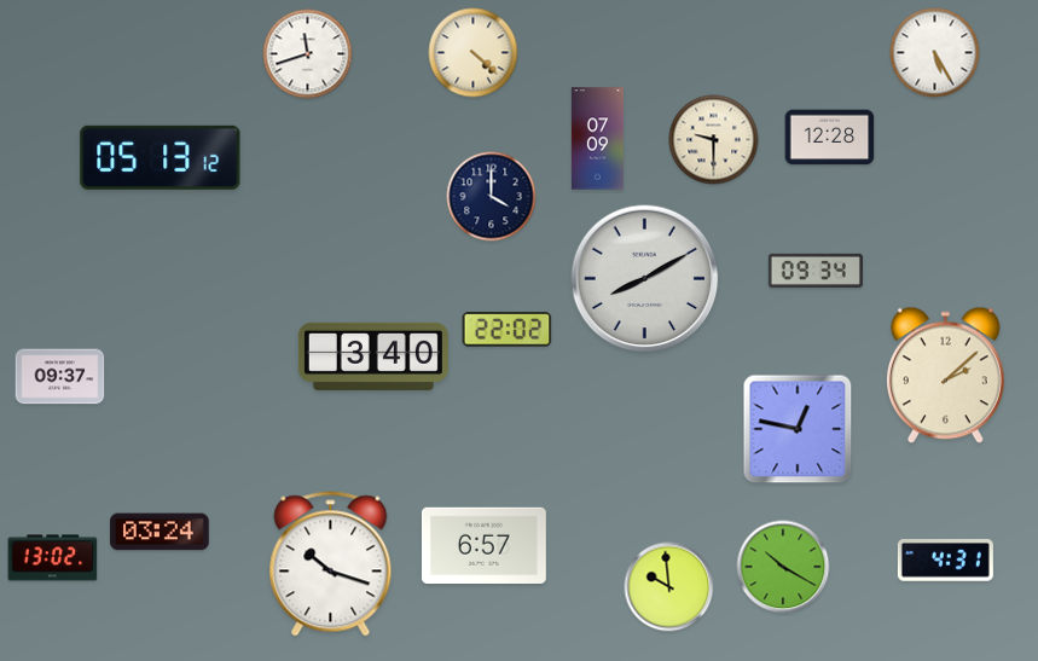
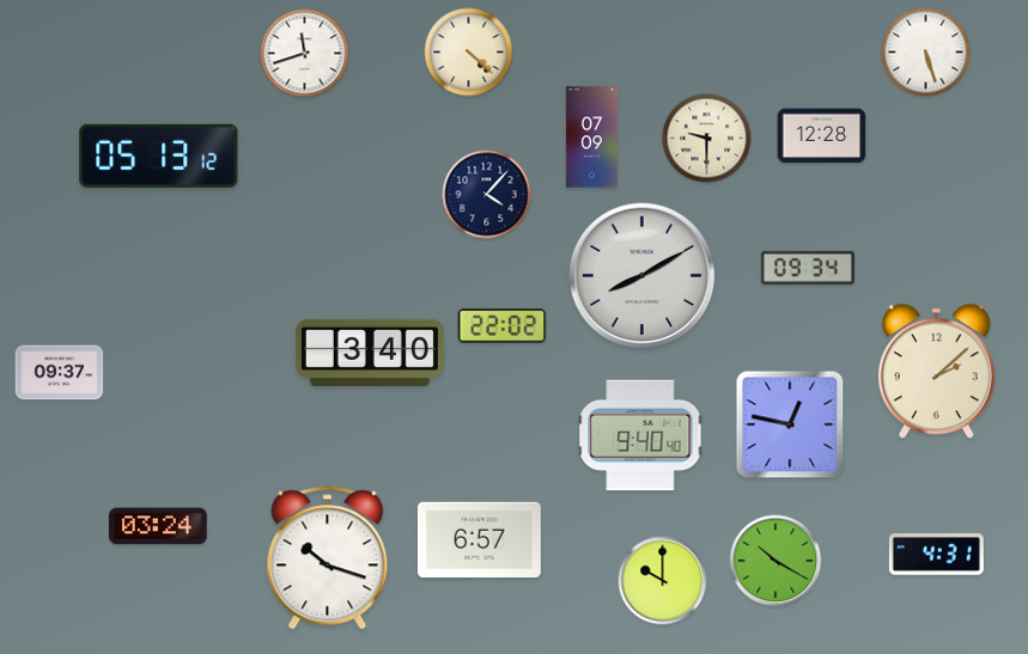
clock at (935, 53): 5:25 -> 5:27
clock at (492, 197): 4:00 -> 4:07
clock at (645, 279) position: (645, 279) -> (643, 276)
clock at (640, 435): none -> 9:40
clock at (53, 558): 13:02 -> none
clock at (669, 587): 9:59 -> 10:00
